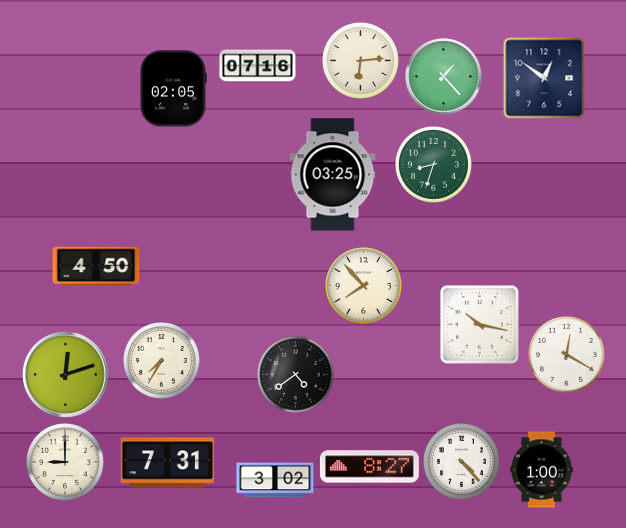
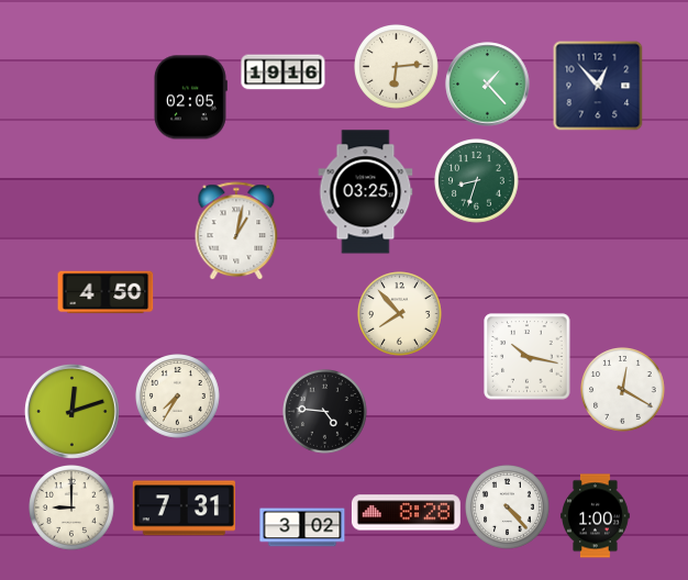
clock at (258, 66): 07:16 -> 19:16
clock at (544, 78): 12:51 -> 12:53
clock at (236, 231): none -> 1:02
clock at (296, 375): 4:39 -> 4:46
clock at (369, 467): 8:27 -> 8:28
